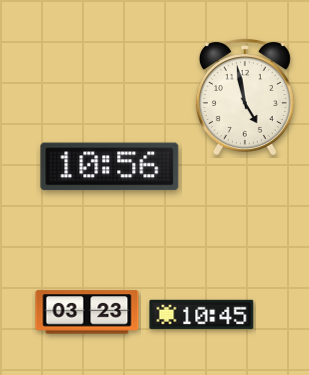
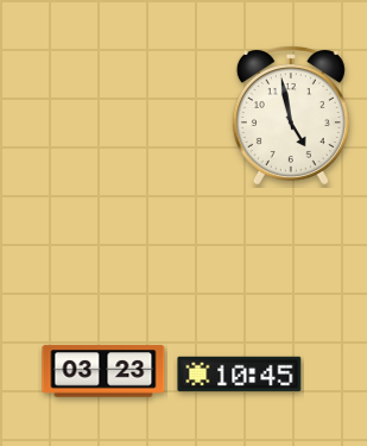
clock at (110, 167): 10:56 -> none
